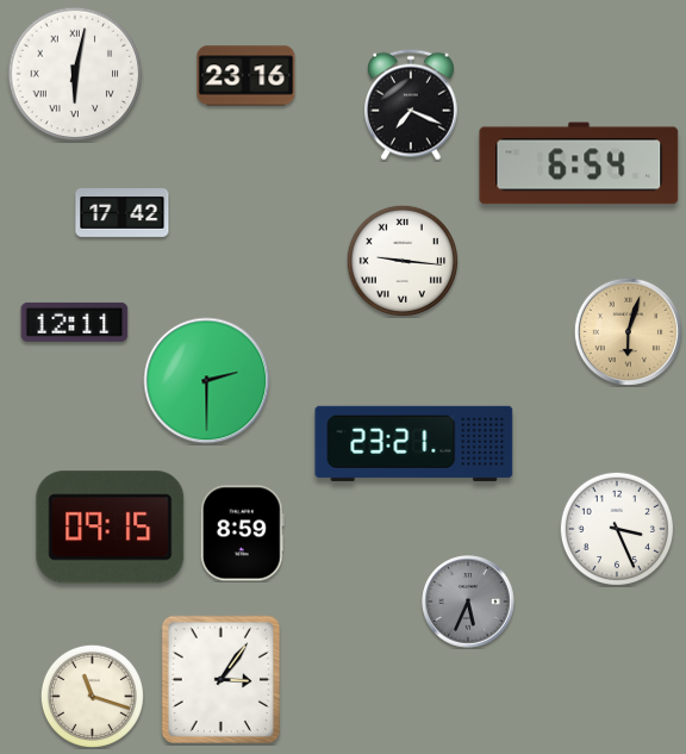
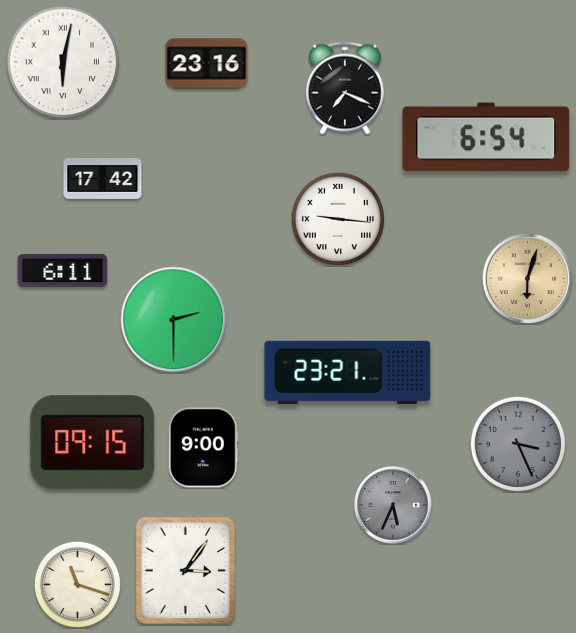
clock at (75, 322): 12:11 -> 6:11
clock at (616, 528) dial: white -> grey
clock at (242, 534): 8:59 -> 9:00
